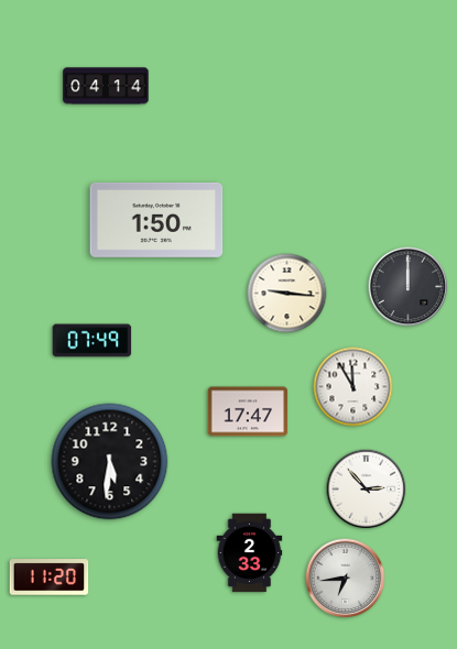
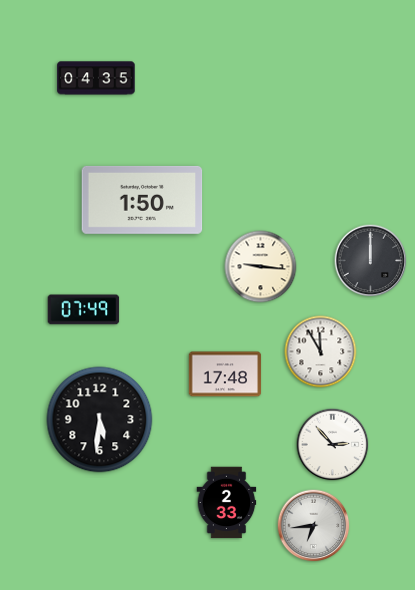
clock at (106, 86): 04:14 -> 04:35
clock at (248, 411): 17:47 -> 17:48
clock at (50, 577): 11:20 -> none
